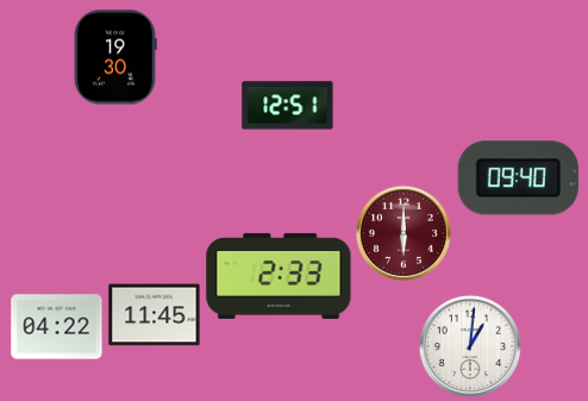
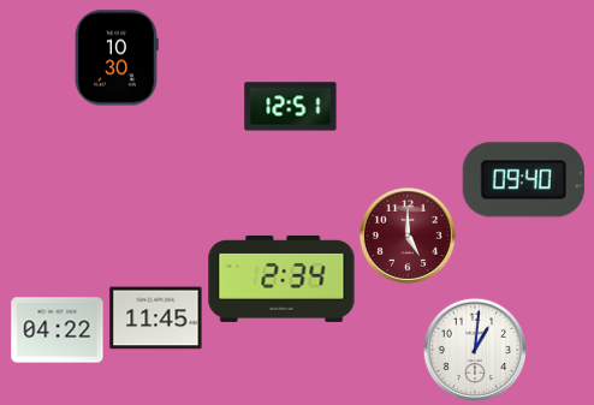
clock at (115, 57): 19:30 -> 10:30
clock at (404, 233): 6:00 -> 5:00
clock at (279, 276): 2:33 -> 2:34
